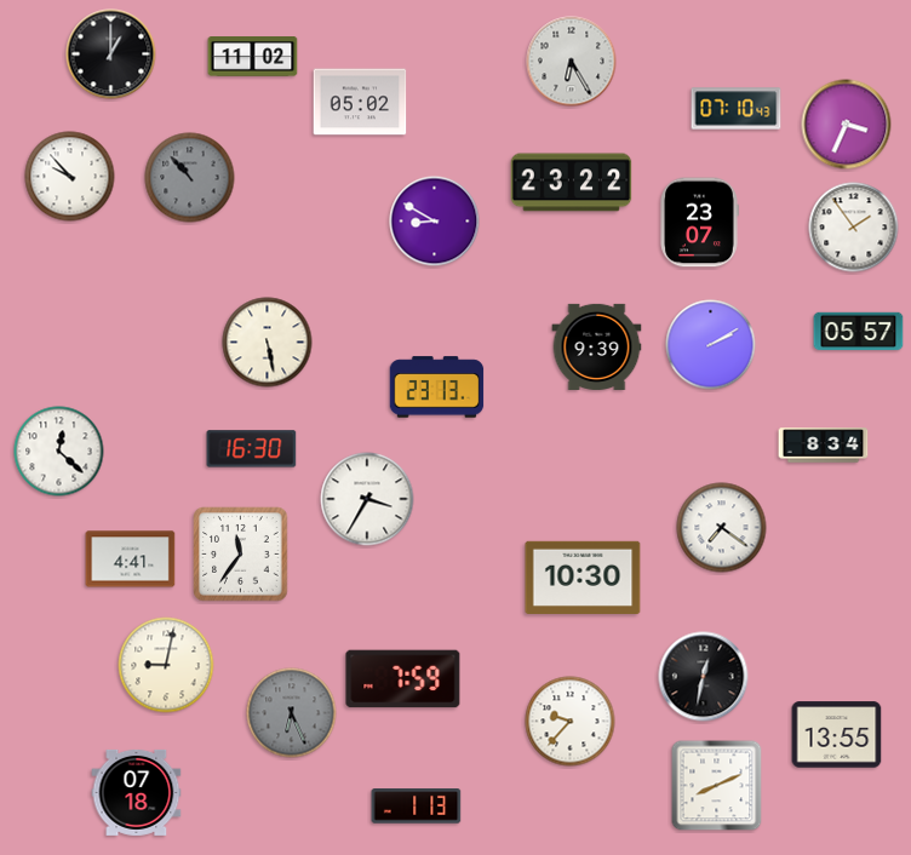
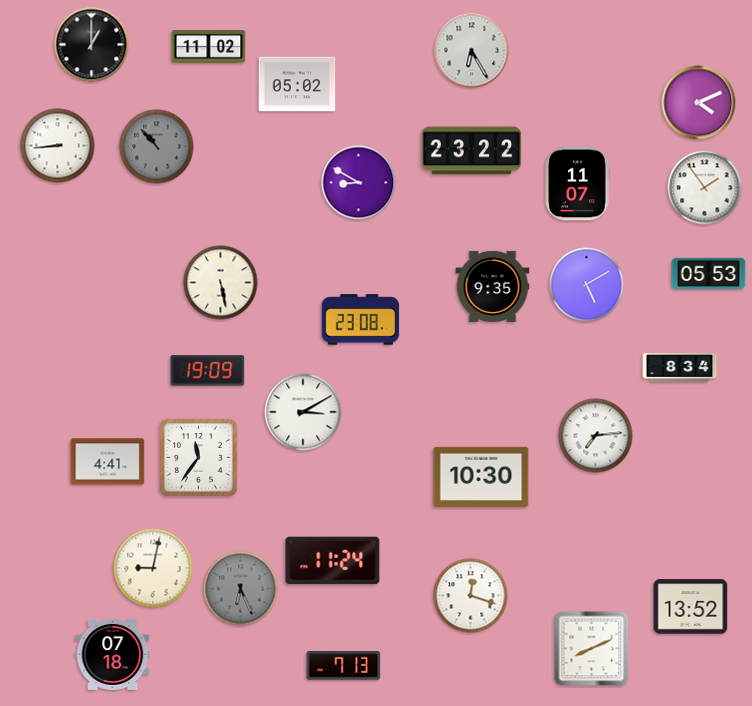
clock at (737, 109): 07:10 -> none
clock at (847, 125): 3:34 -> 4:11
clock at (70, 177): 9:53 -> 8:44
clock at (699, 223): 23:07 -> 11:07
clock at (859, 332): 05:57 -> 05:53
clock at (711, 345): 2:10 -> 5:10
clock at (597, 346): 9:39 -> 9:35
clock at (437, 388): 23:13 -> 23:08
clock at (252, 449): 16:30 -> 19:09
clock at (59, 452): 12:22 -> none
clock at (367, 499): 3:35 -> 3:10
clock at (722, 528): 7:21 -> 7:14
clock at (166, 665) position: (166, 665) -> (153, 568)
clock at (704, 677): 12:32 -> none
clock at (403, 679): 7:59 -> 11:24
clock at (571, 722): 9:37 -> 12:18
clock at (837, 735): 13:55 -> 13:52
clock at (417, 807): 1:13 -> 7:13
